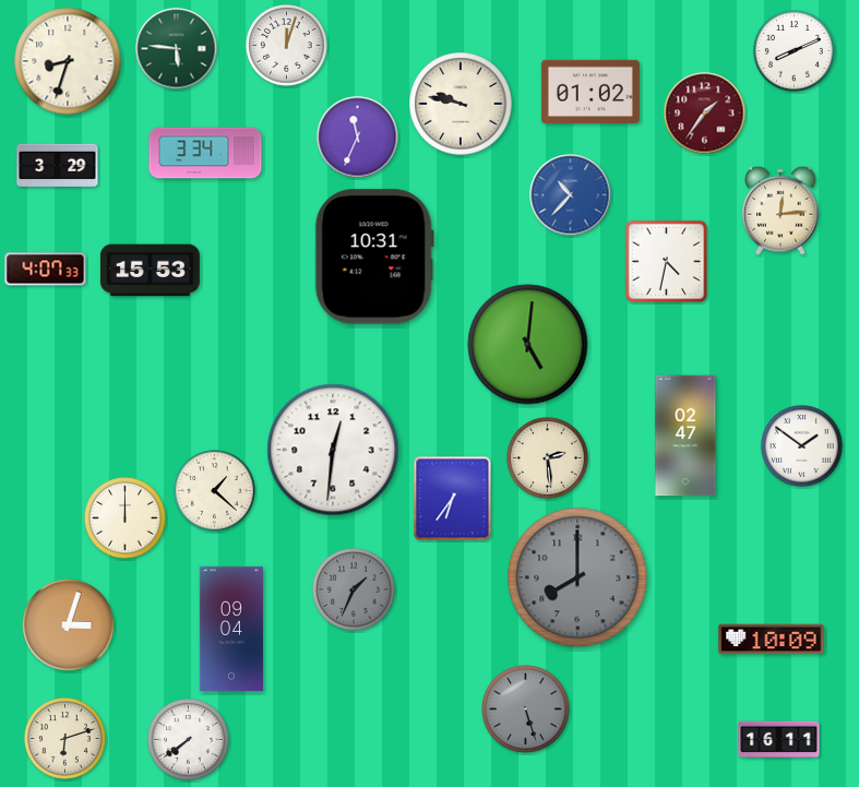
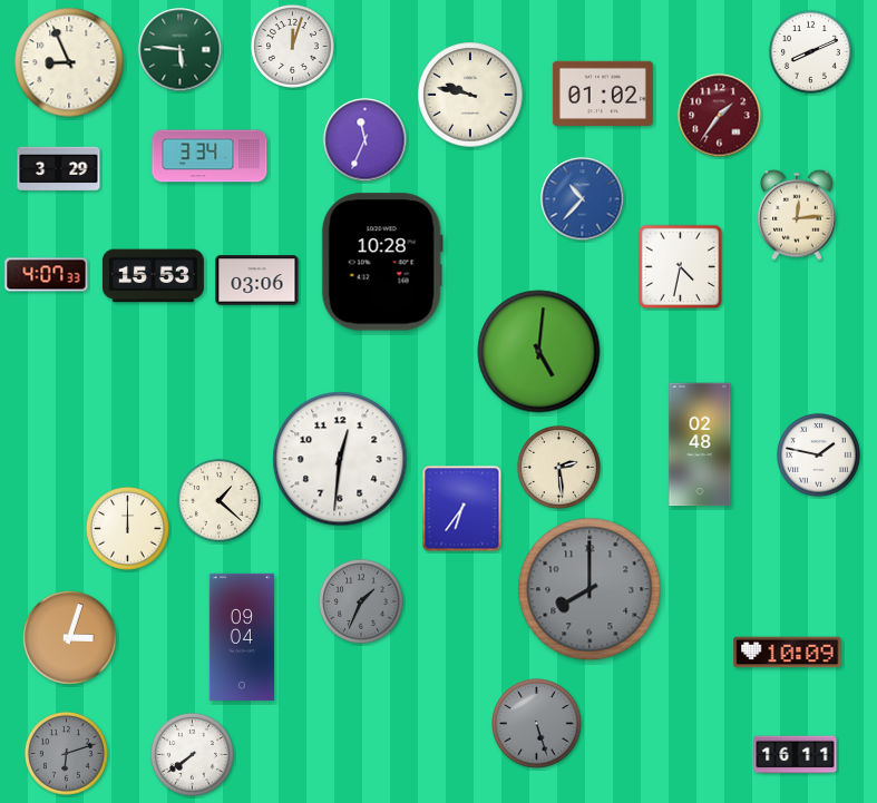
clock at (68, 61): 8:33 -> 8:56
clock at (461, 104) position: (461, 104) -> (470, 95)
clock at (374, 257): 10:31 -> 10:28
clock at (257, 281): none -> 03:06
clock at (685, 436): 02:47 -> 02:48
clock at (802, 446): 1:51 -> 1:47
clock at (231, 629) position: (231, 629) -> (242, 637)
clock at (65, 739) dial: cream -> grey
